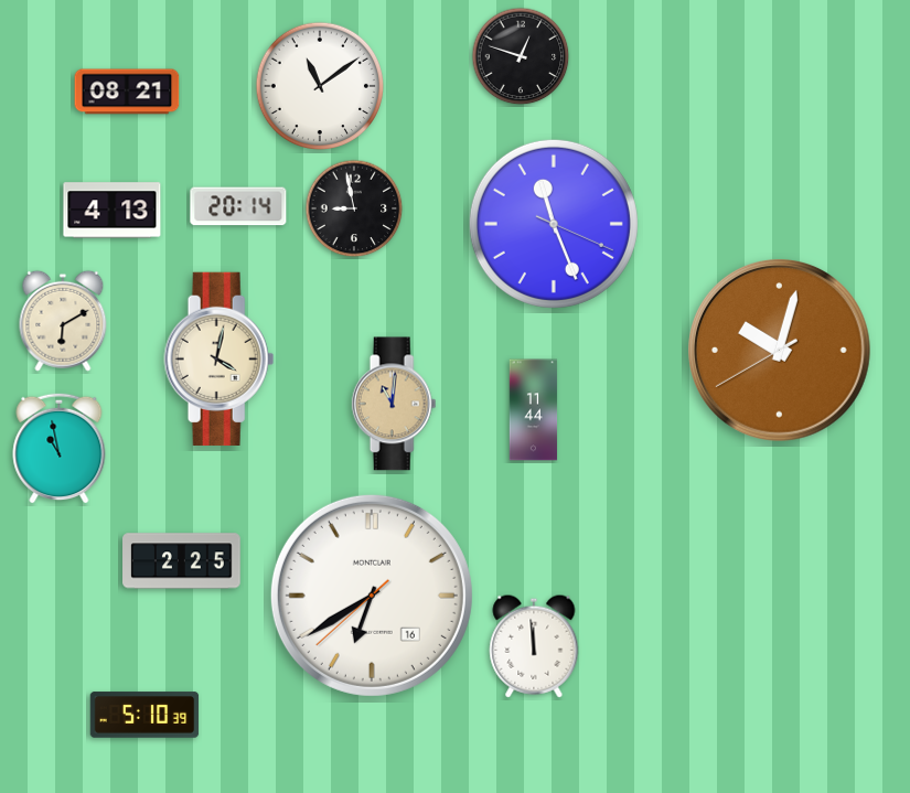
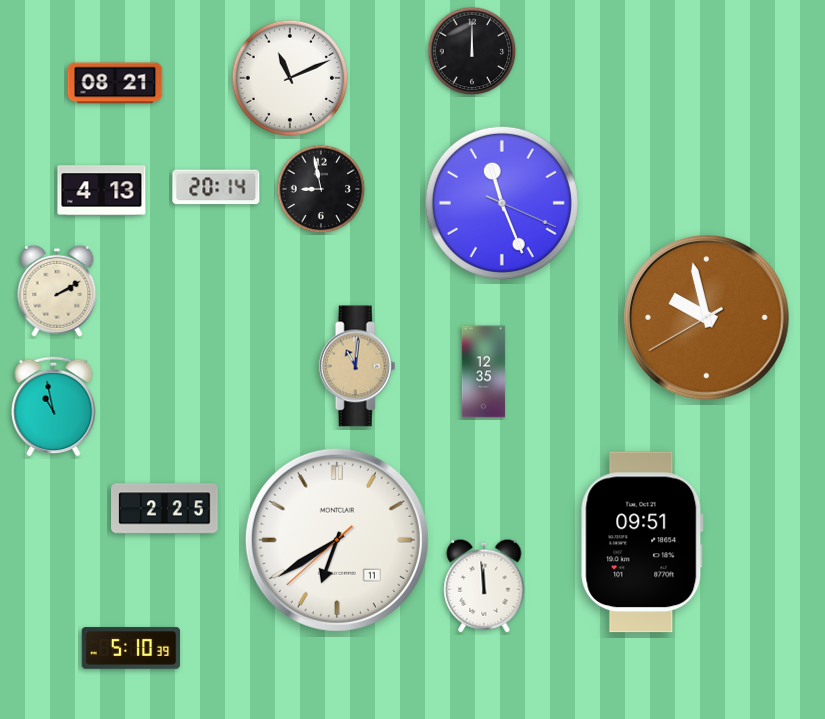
clock at (521, 56): 12:48 -> 12:00
clock at (320, 86): 11:09 -> 11:11
clock at (63, 321): 6:10 -> 2:10
clock at (779, 350): 10:02 -> 9:57
clock at (220, 358): 4:02 -> none
clock at (534, 410): 11:44 -> 12:35
clock at (372, 596) date: 16 -> 11
clock at (642, 542): none -> 09:51
